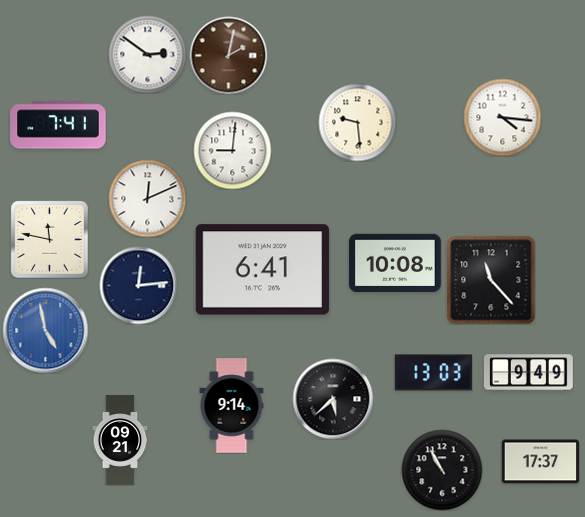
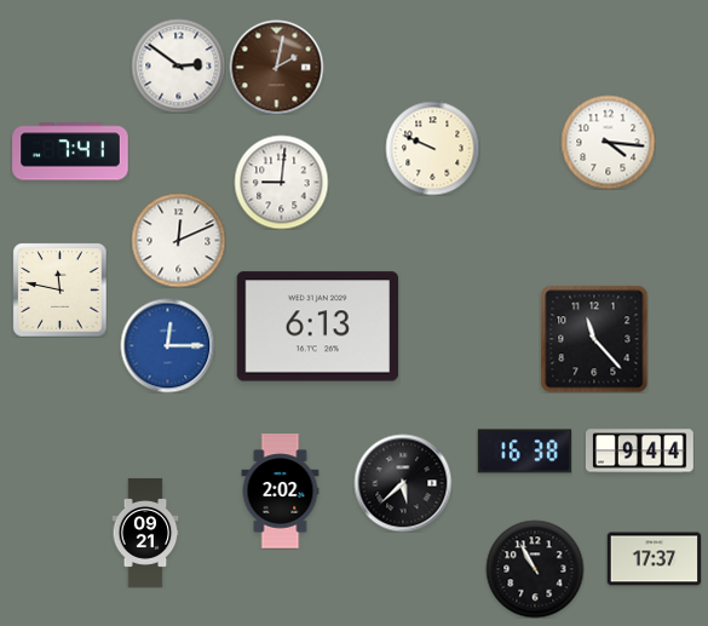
clock at (357, 122): 9:29 -> 9:49
clock at (396, 263): 10:08 -> none
clock at (262, 270): 6:41 -> 6:13
clock at (138, 285): 12:14 -> 12:15
clock at (138, 285) dial: navy -> blue
clock at (45, 330): 4:58 -> none
clock at (433, 373): 13:03 -> 16:38
clock at (528, 373): 9:49 -> 9:44
clock at (232, 406): 9:14 -> 2:02
